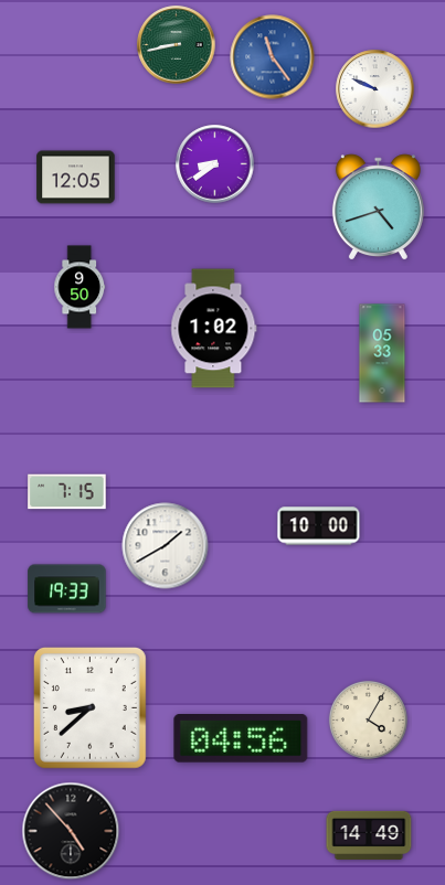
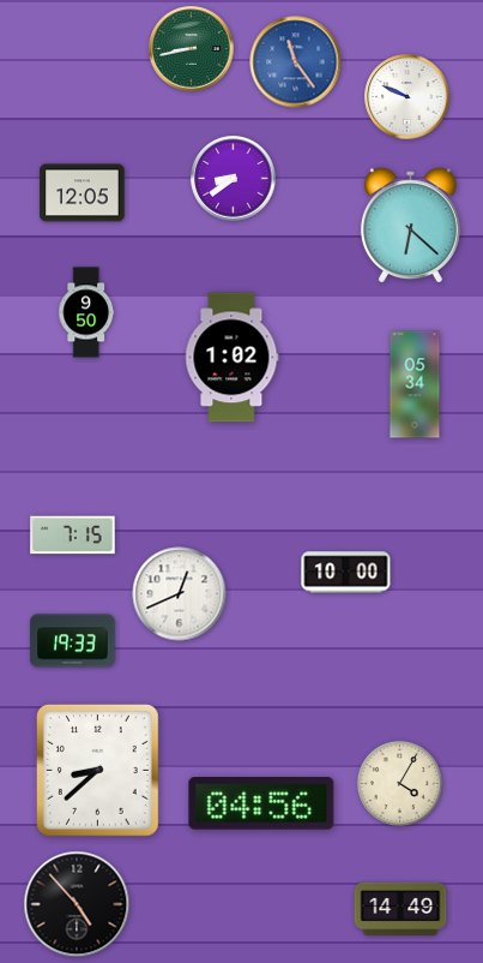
clock at (378, 207): 4:42 -> 6:22
clock at (382, 353): 05:33 -> 05:34
clock at (166, 546): 1:40 -> 12:41
